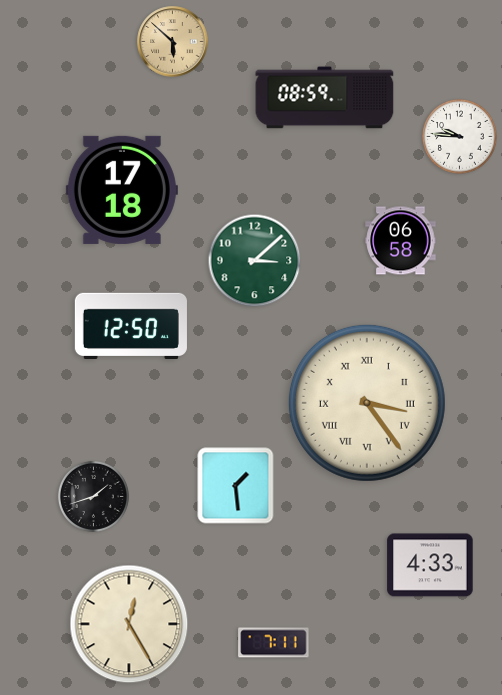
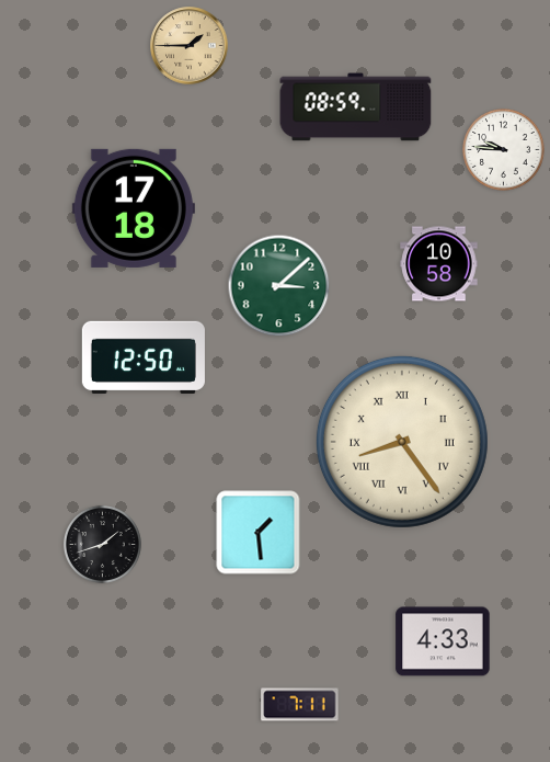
clock at (173, 42): 5:52 -> 1:45
clock at (401, 241): 06:58 -> 10:58
clock at (367, 403): 3:24 -> 8:24
clock at (430, 565) position: (430, 565) -> (443, 641)
clock at (129, 624): 12:25 -> none
